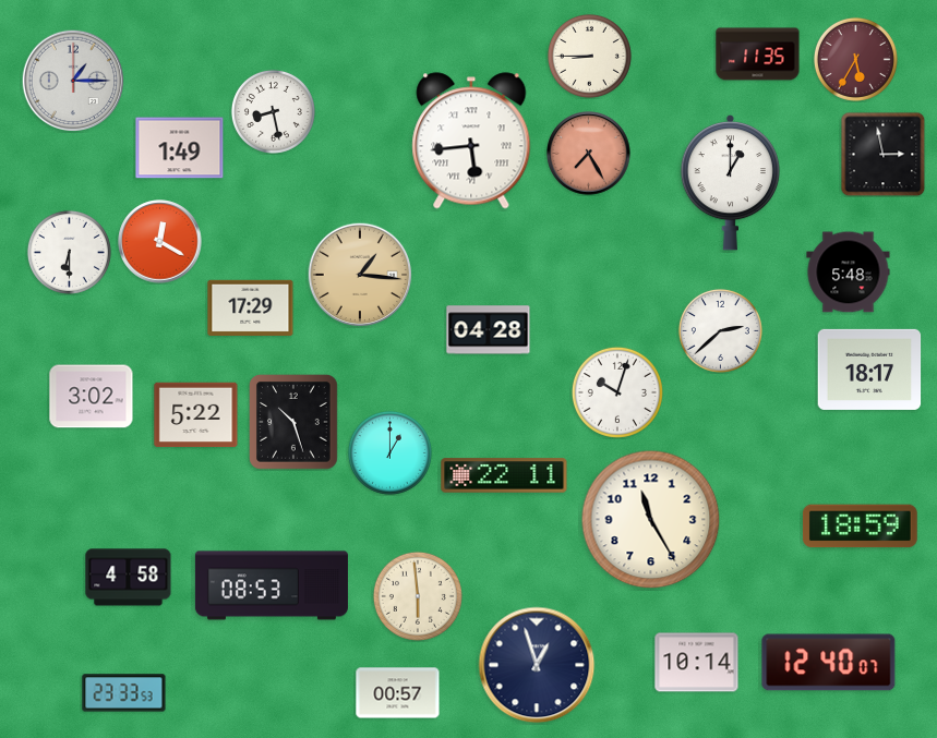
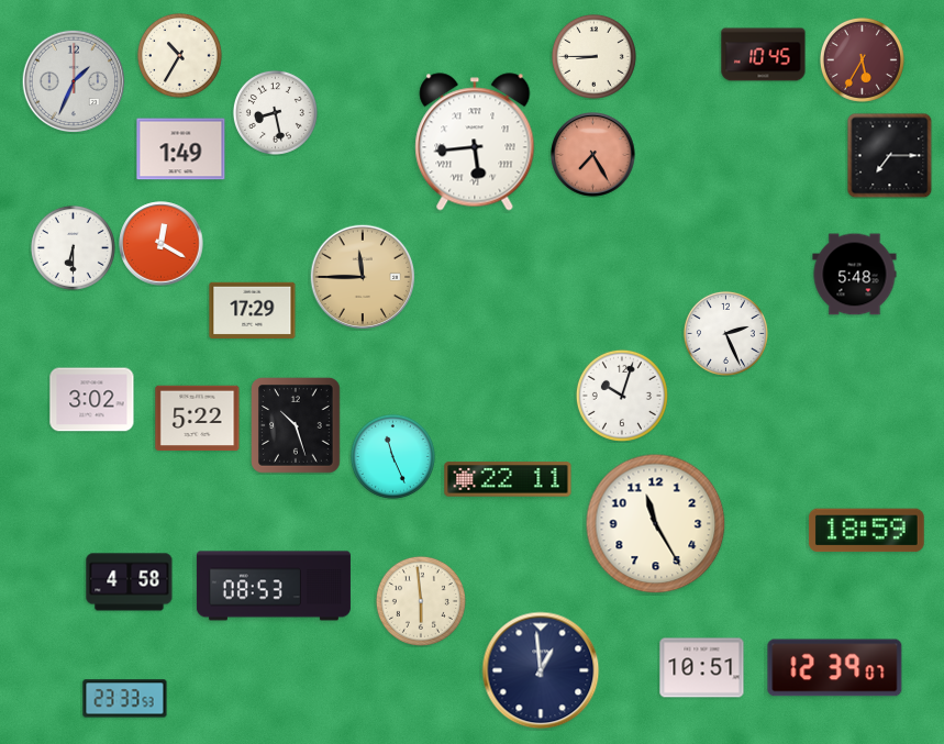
clock at (179, 55): none -> 10:35
clock at (758, 55): 11:35 -> 10:45
clock at (73, 81): 1:15 -> 1:34
clock at (882, 154): 2:58 -> 7:15
clock at (730, 182): 1:00 -> none
clock at (69, 252) position: (69, 252) -> (73, 247)
clock at (360, 275): 1:16 -> 11:45
clock at (489, 330): 04:28 -> none
clock at (720, 330): 2:38 -> 2:26
clock at (869, 370): 18:17 -> none
clock at (389, 452): 1:00 -> 11:26
clock at (272, 585) position: (272, 585) -> (274, 586)
clock at (697, 663): 10:14 -> 10:51
clock at (829, 663): 12:40 -> 12:39
clock at (537, 665): 12:57 -> 12:59
clock at (398, 693): 00:57 -> none
